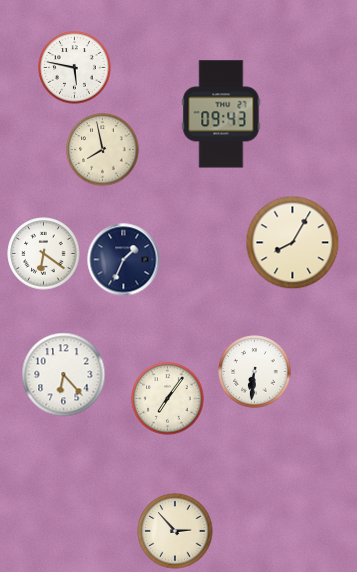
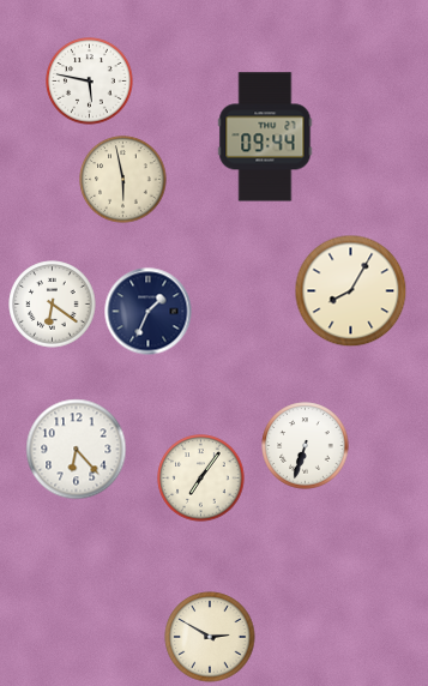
clock at (221, 114): 09:43 -> 09:44
clock at (103, 150): 7:58 -> 5:58
clock at (255, 372): 6:31 -> 6:33
clock at (175, 531): 2:53 -> 2:50
